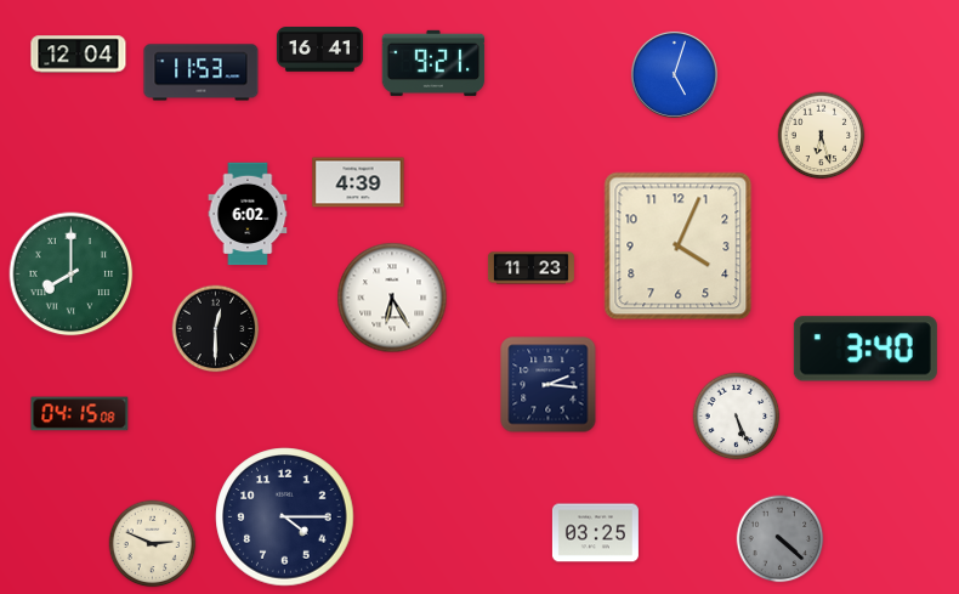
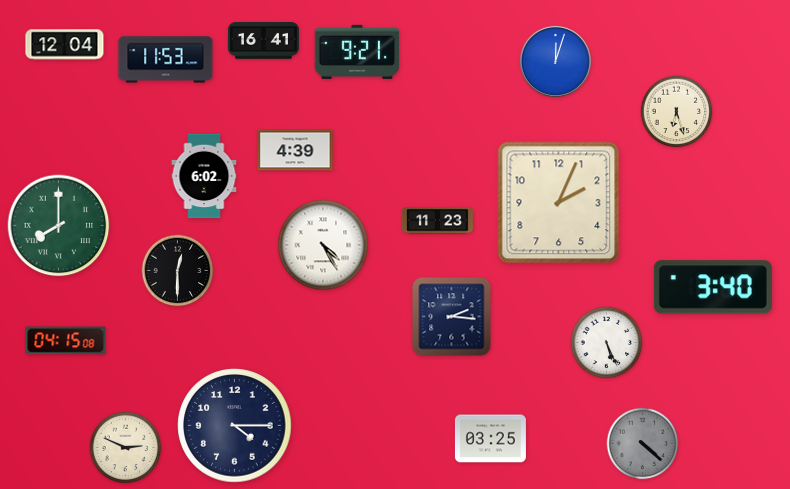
clock at (674, 74): 5:03 -> 12:03
clock at (679, 247): 4:04 -> 2:04
clock at (392, 298): 6:25 -> 4:25
